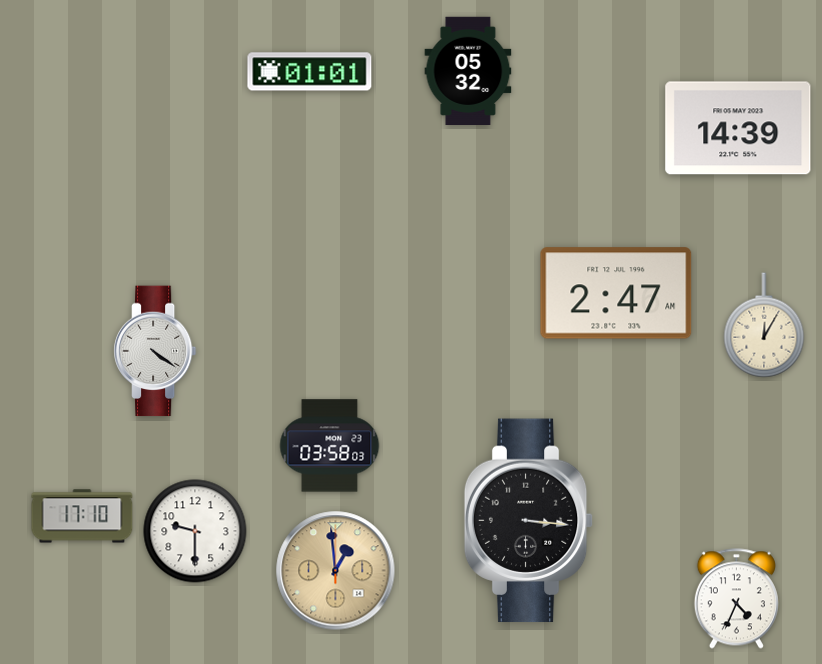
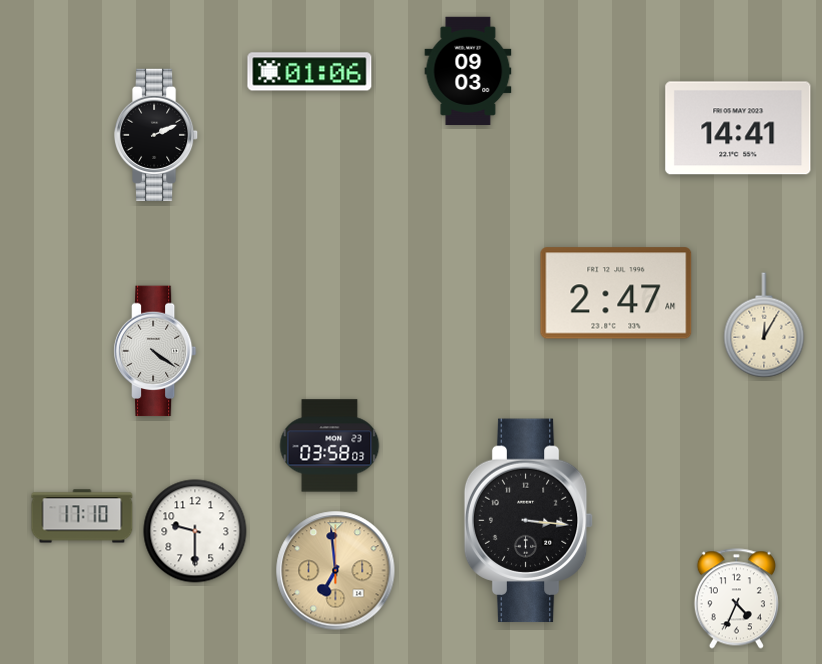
clock at (468, 70): 05:32 -> 09:03
clock at (310, 72): 01:01 -> 01:06
clock at (738, 128): 14:39 -> 14:41
clock at (156, 134): none -> 2:11
clock at (336, 571): 12:59 -> 6:59
